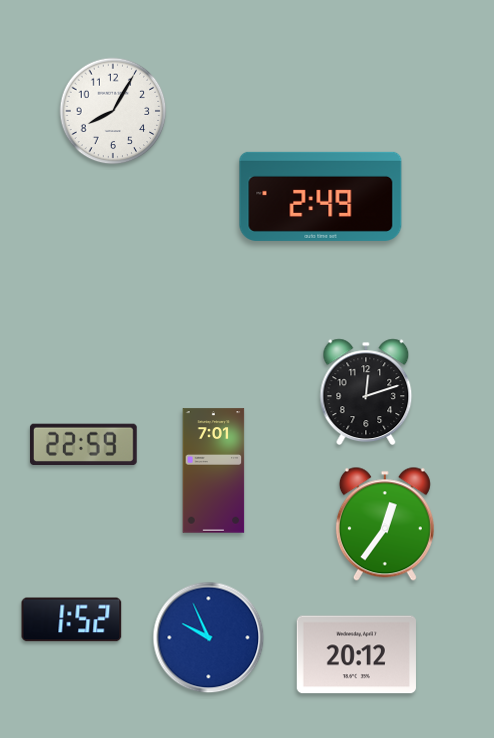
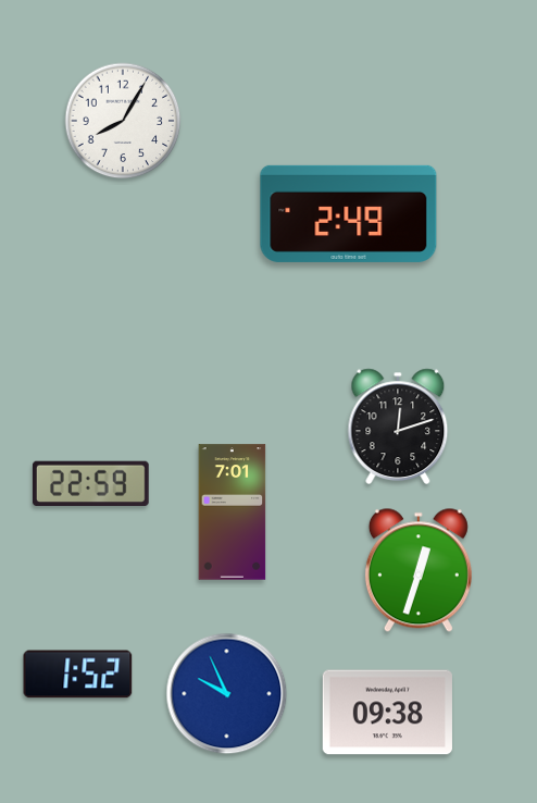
clock at (385, 524): 12:36 -> 12:33
clock at (356, 655): 20:12 -> 09:38
